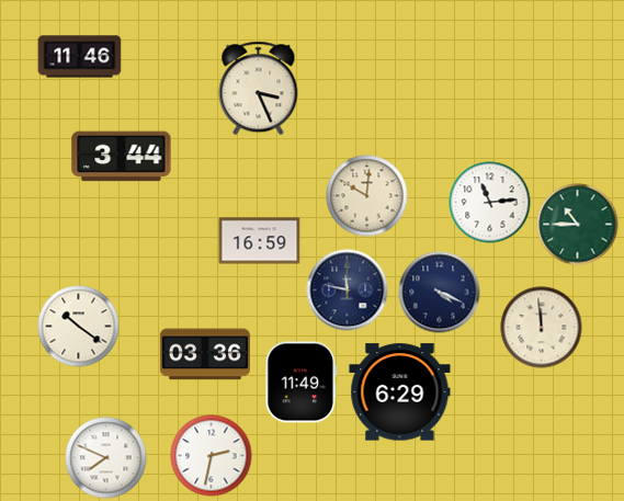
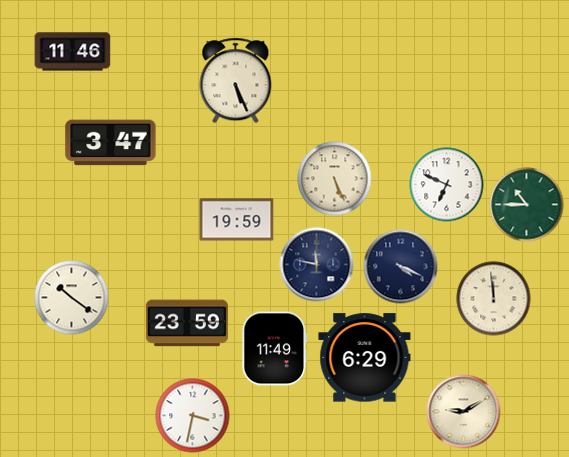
clock at (259, 89): 3:26 -> 5:26
clock at (122, 157): 3:44 -> 3:47
clock at (367, 196): 10:01 -> 5:26
clock at (490, 203): 11:14 -> 6:49
clock at (260, 241): 16:59 -> 19:59
clock at (205, 354): 03:36 -> 23:59
clock at (464, 412): none -> 9:10
clock at (212, 456): 2:32 -> 3:32
clock at (106, 458): 7:49 -> none
